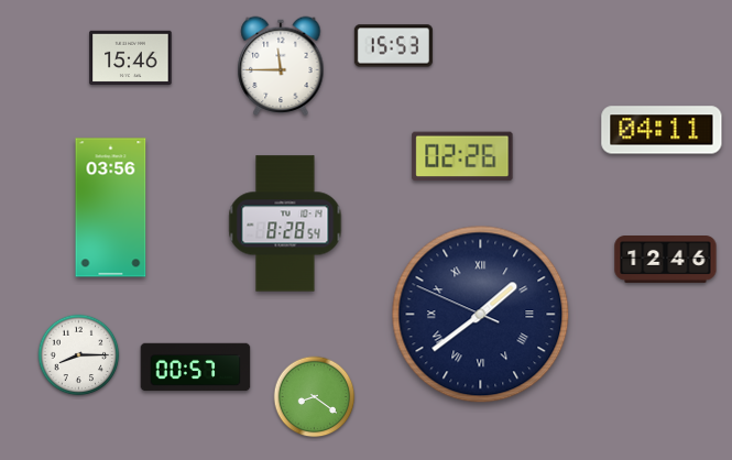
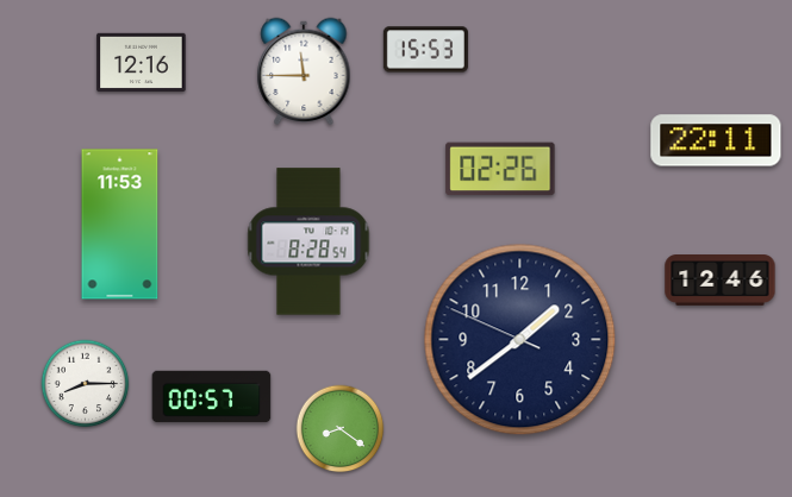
clock at (131, 57): 15:46 -> 12:16
clock at (662, 130): 04:11 -> 22:11
clock at (111, 208): 03:56 -> 11:53
clock at (481, 315) numerals: Roman -> Arabic
